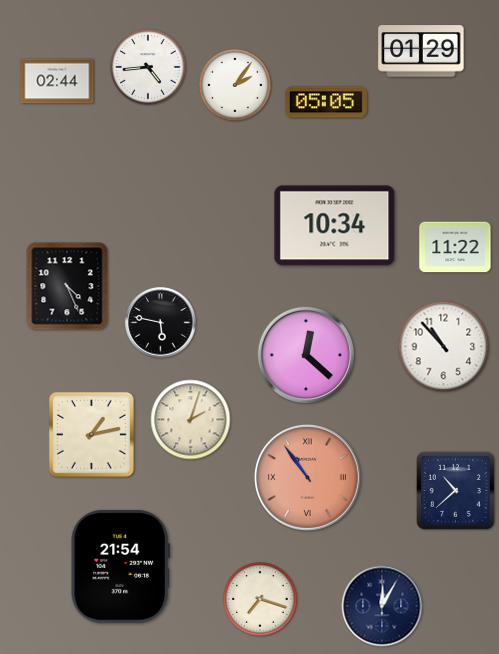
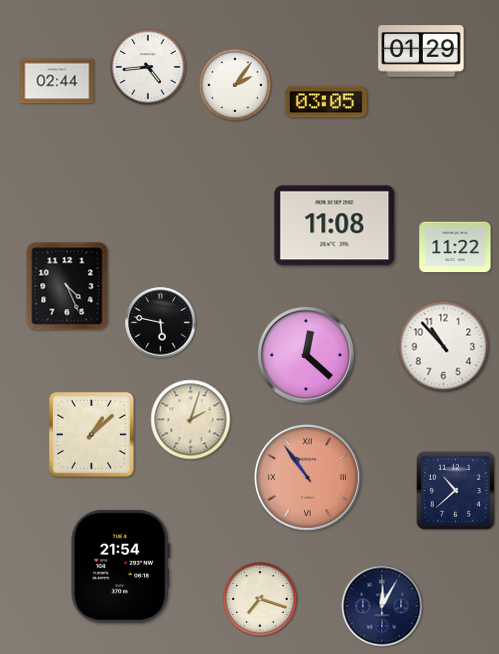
clock at (326, 102): 05:05 -> 03:05
clock at (335, 226): 10:34 -> 11:08
clock at (91, 434): 1:13 -> 1:08
